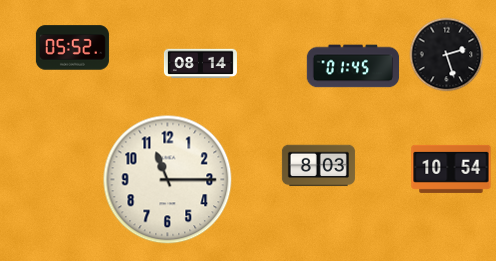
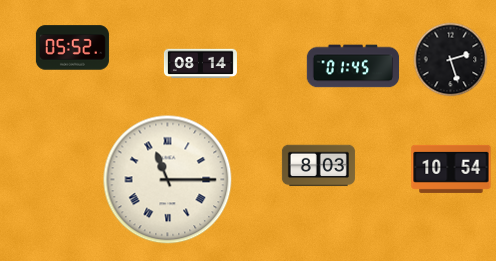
clock at (447, 55) position: (447, 55) -> (451, 60)
clock at (168, 180) numerals: Arabic -> Roman
